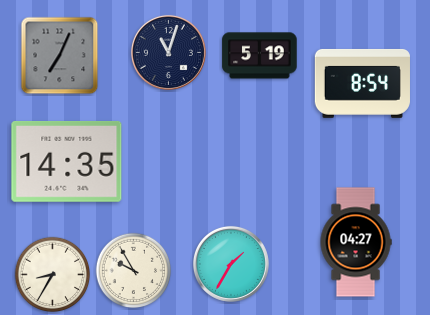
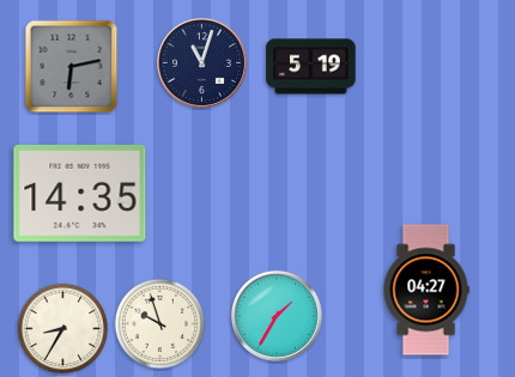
clock at (60, 56): 7:04 -> 6:13
clock at (362, 83): 8:54 -> none
clock at (134, 271): 9:55 -> 9:57
